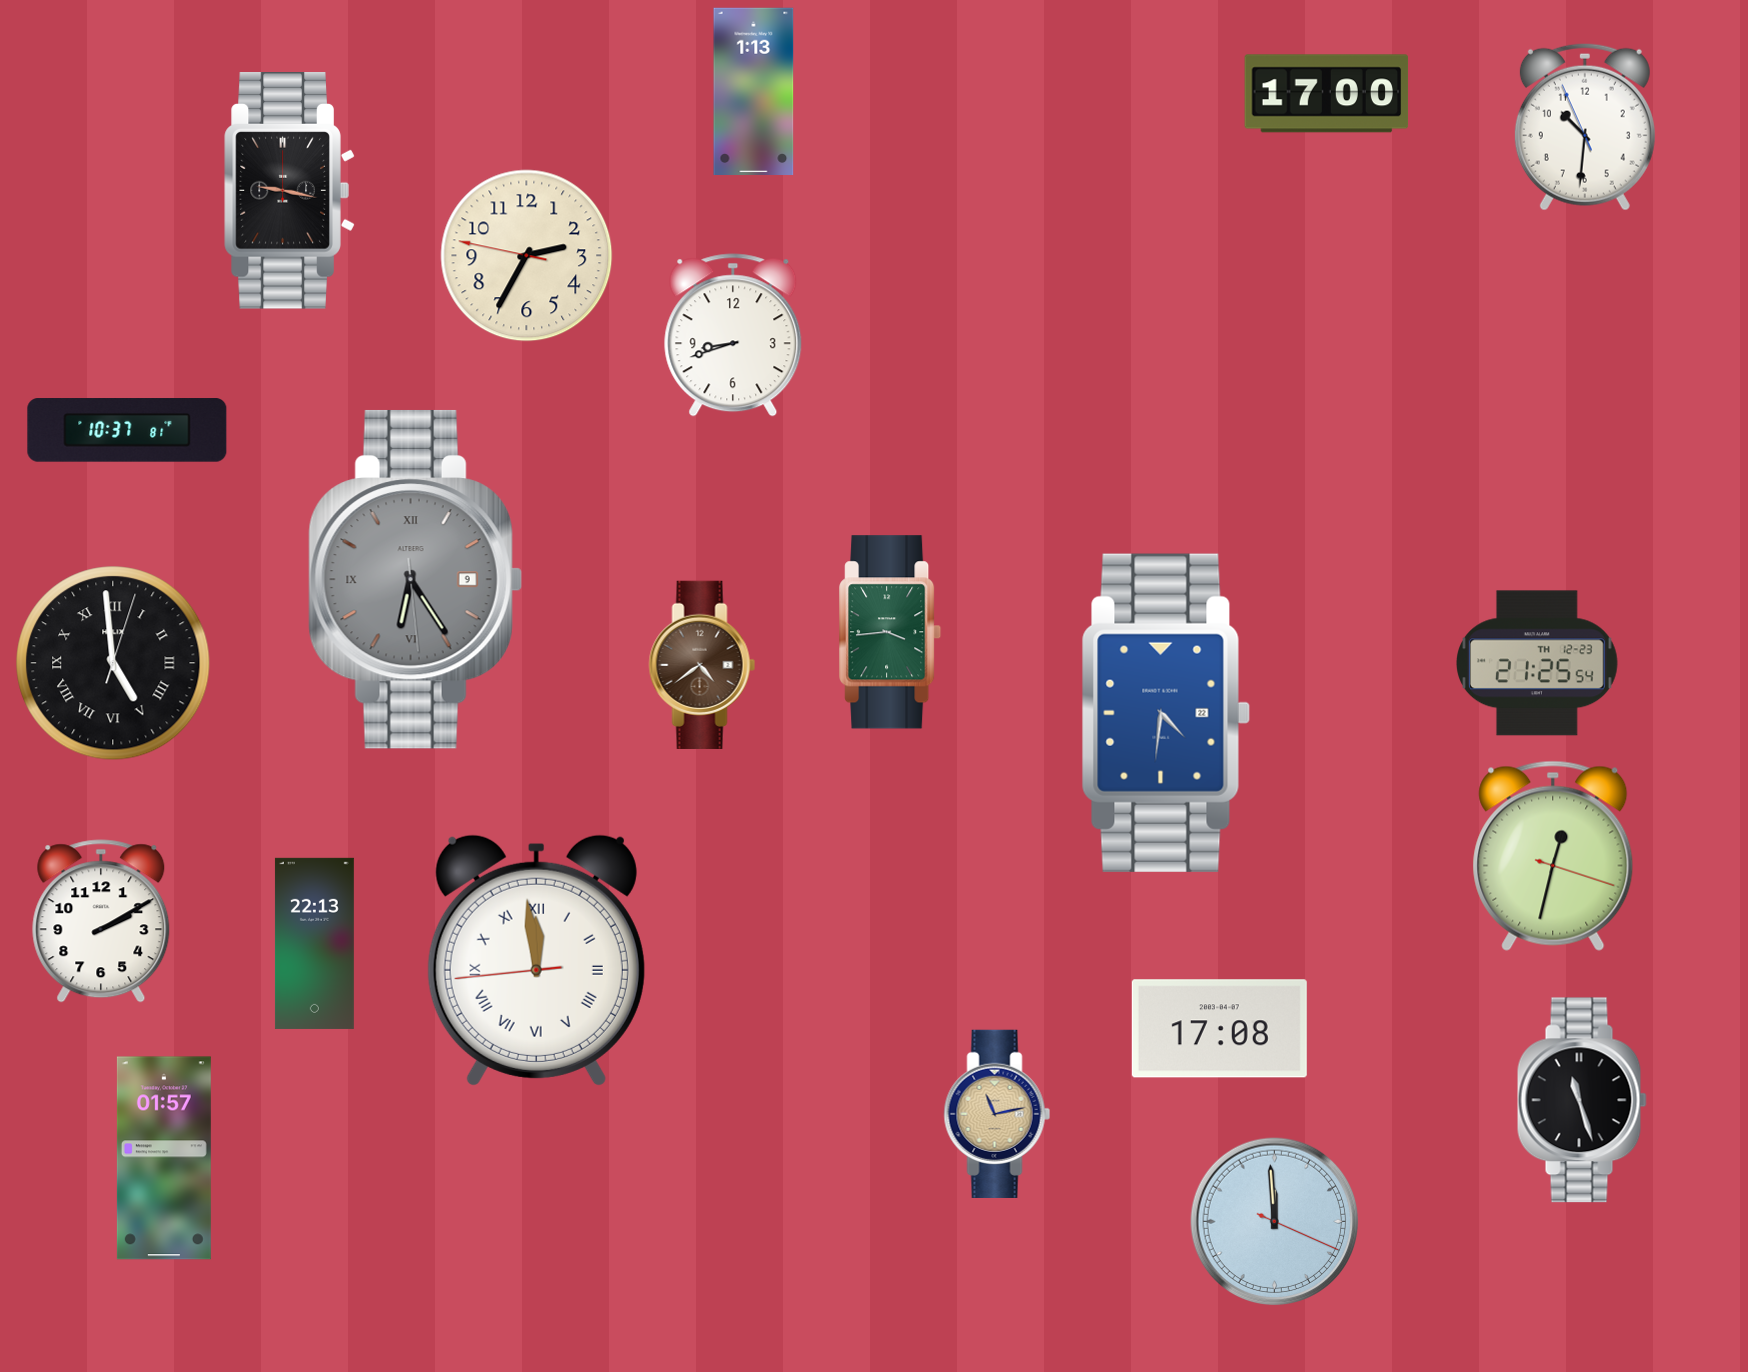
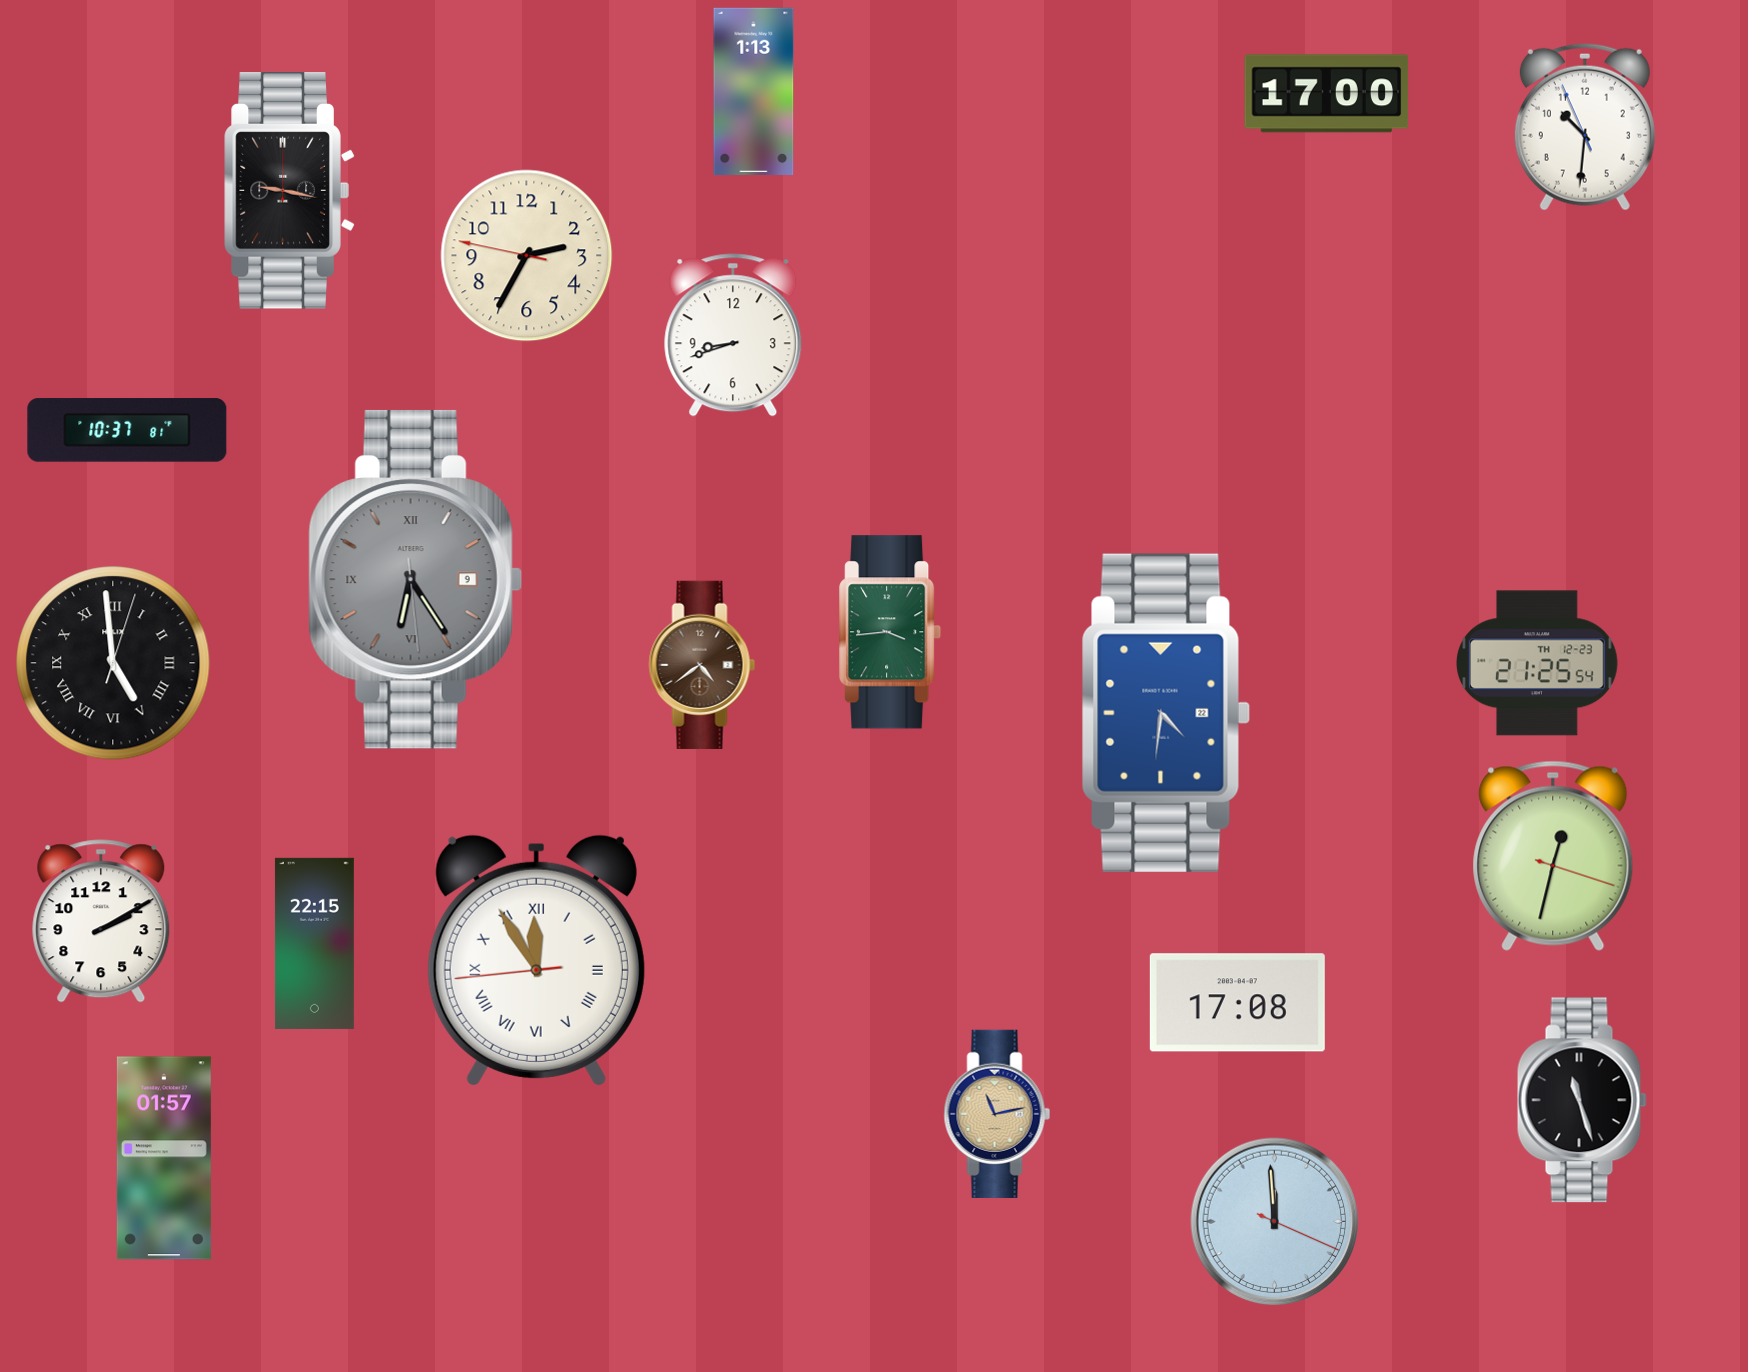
clock at (314, 943): 22:13 -> 22:15
clock at (536, 960): 11:58 -> 11:54
clock at (1219, 1029) position: (1219, 1029) -> (1237, 1003)
